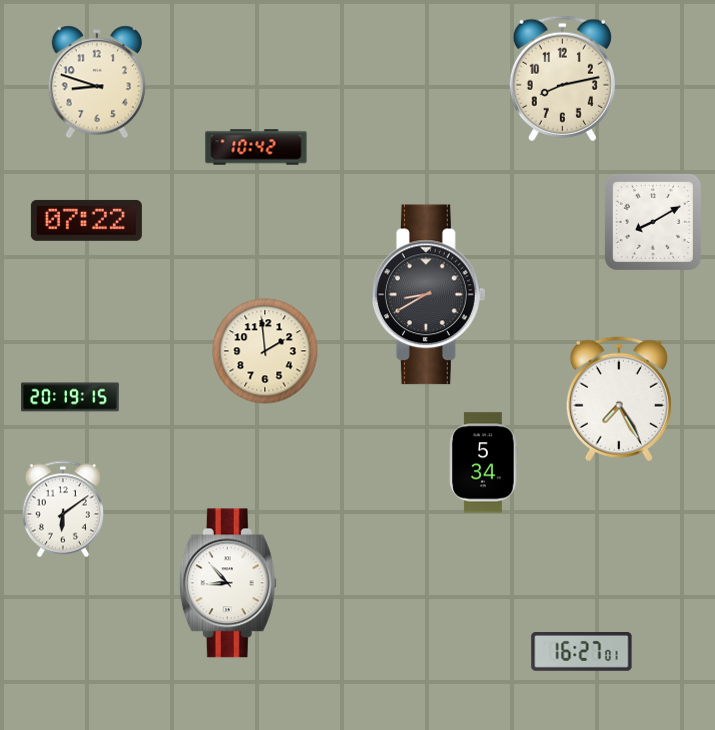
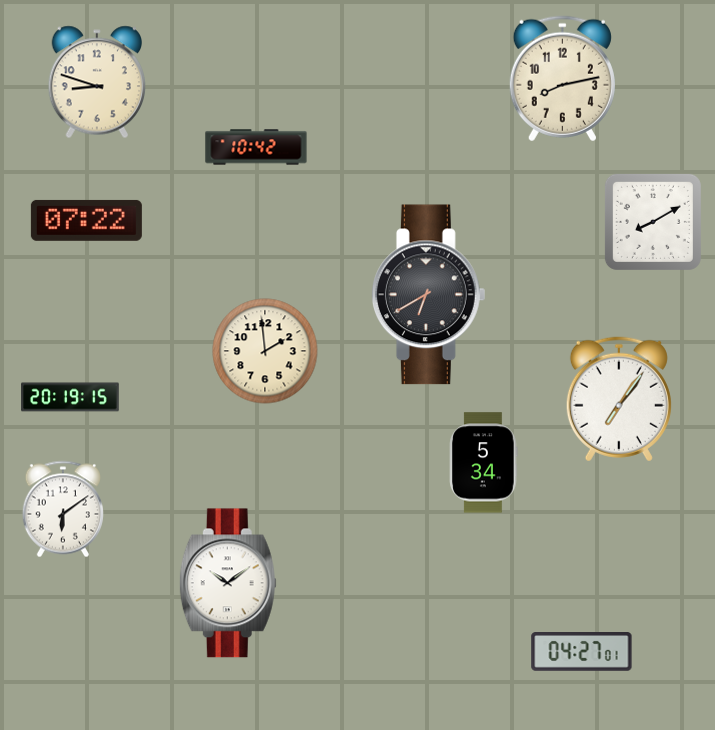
clock at (428, 295): 8:40 -> 6:40
clock at (619, 399): 7:25 -> 7:06
clock at (228, 583): 8:53 -> 10:09
clock at (582, 652): 16:27 -> 04:27
